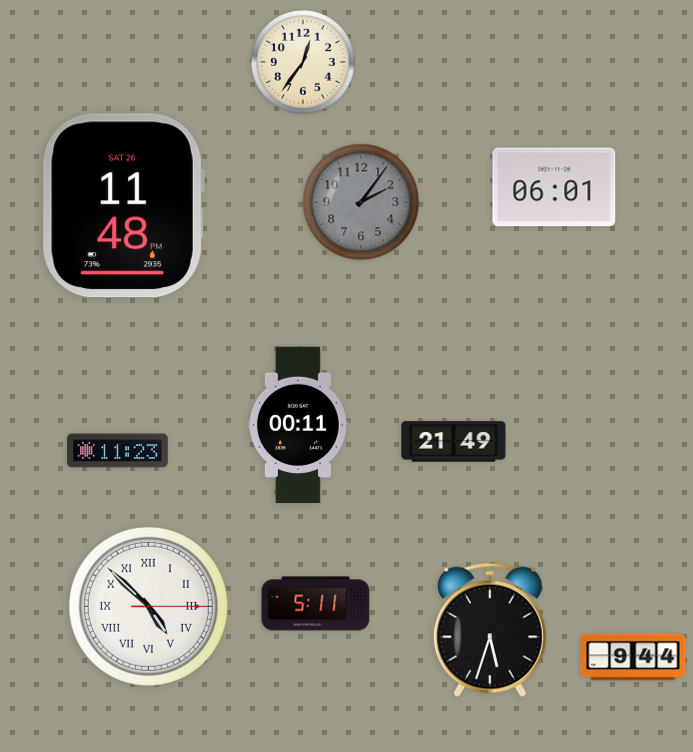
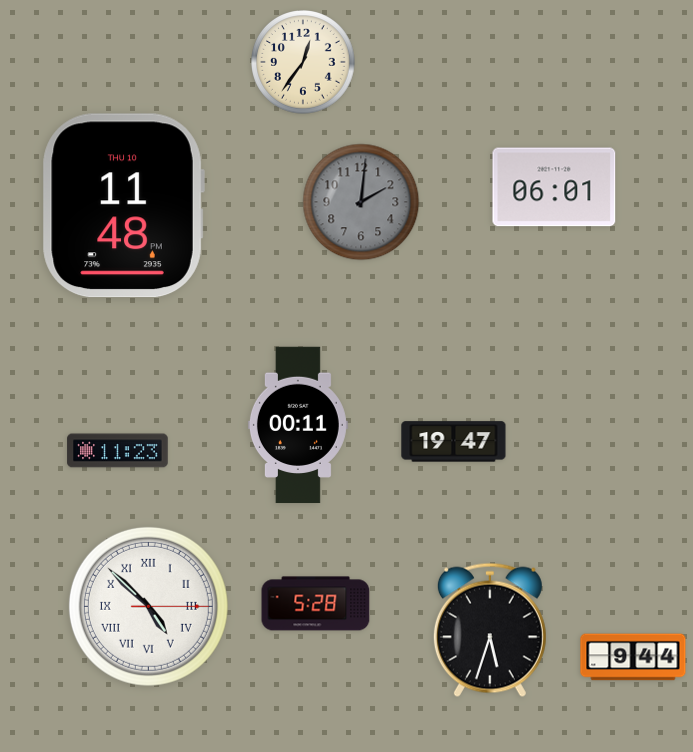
clock at (361, 202): 2:06 -> 2:01
clock at (123, 206) date: SAT 26 -> THU 10
clock at (454, 442): 21:49 -> 19:47
clock at (316, 604): 5:11 -> 5:28
